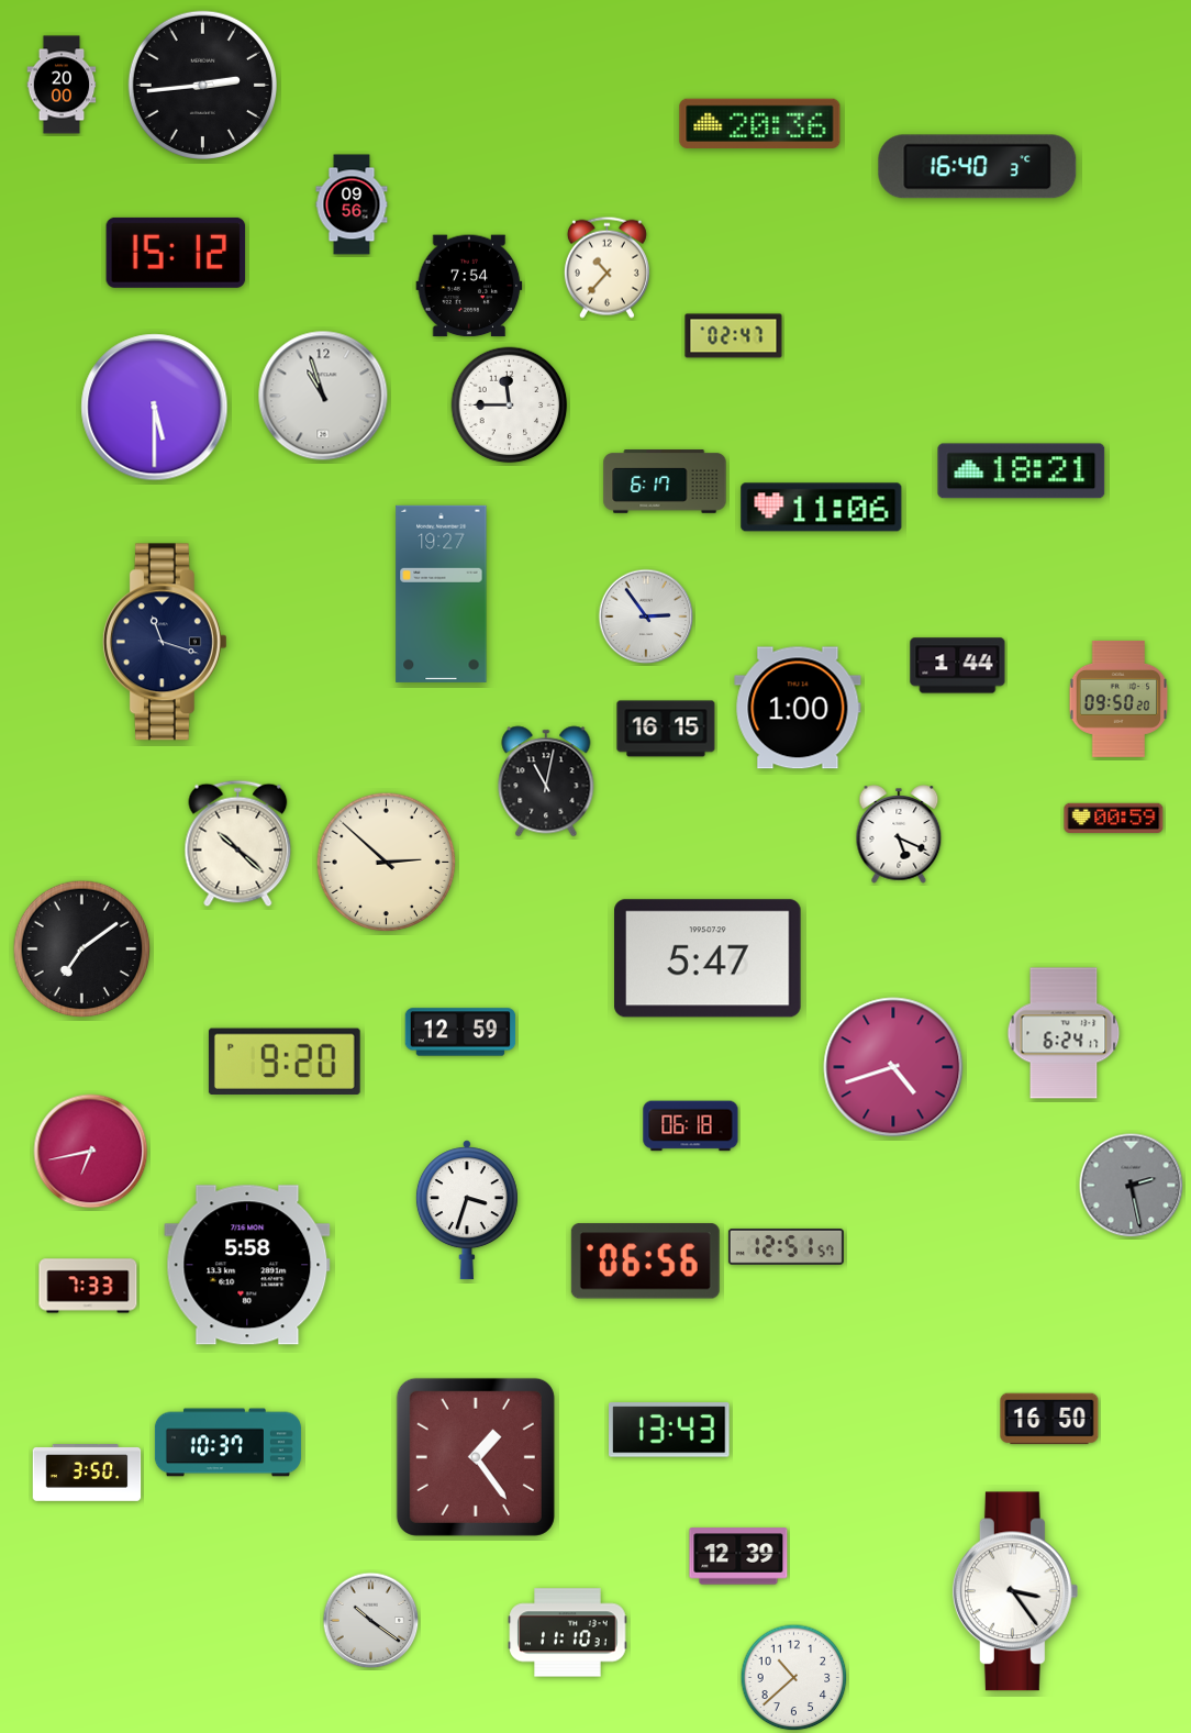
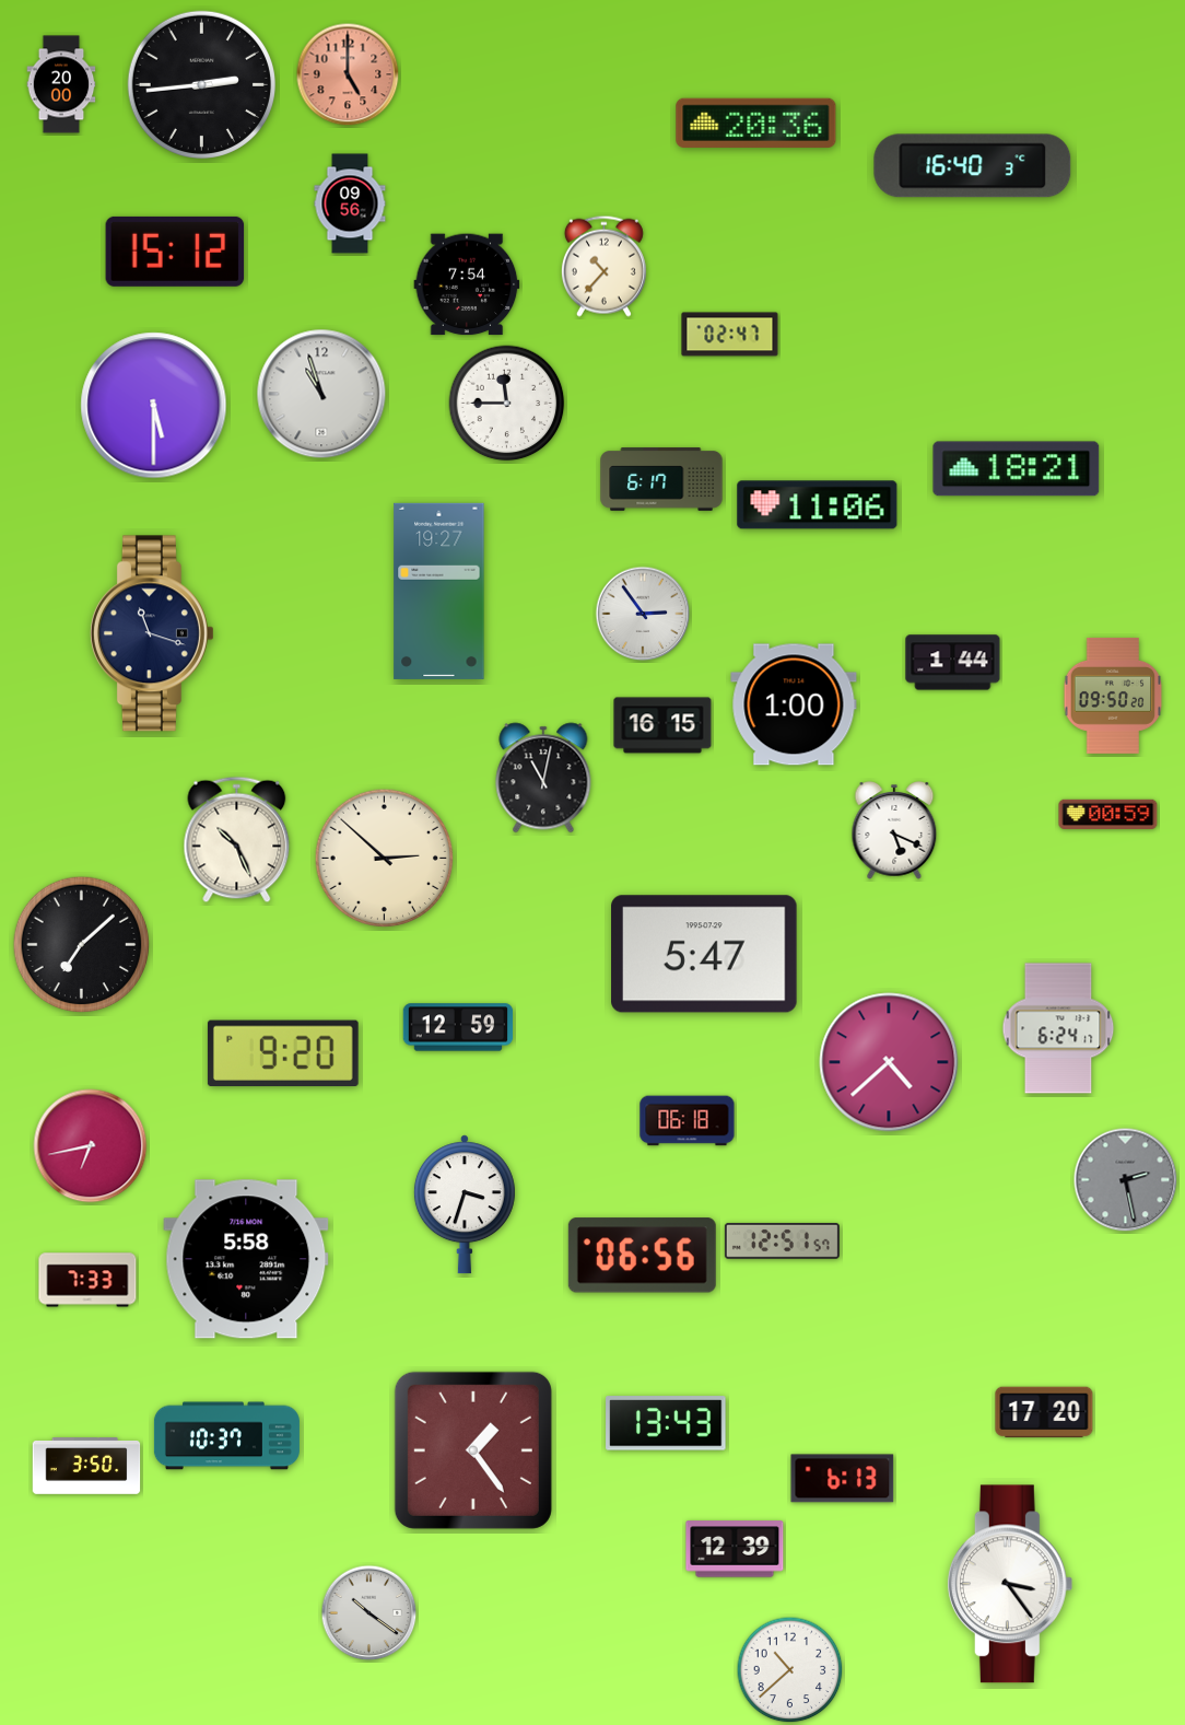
clock at (348, 74): none -> 5:00
clock at (165, 642) position: (165, 642) -> (152, 633)
clock at (238, 844): 10:22 -> 10:26
clock at (82, 949): 7:09 -> 7:08
clock at (285, 1060) position: (285, 1060) -> (283, 1052)
clock at (893, 1067): 4:42 -> 4:38
clock at (1049, 1419): 16:50 -> 17:20
clock at (843, 1479): none -> 6:13
clock at (568, 1633): 11:10 -> none
